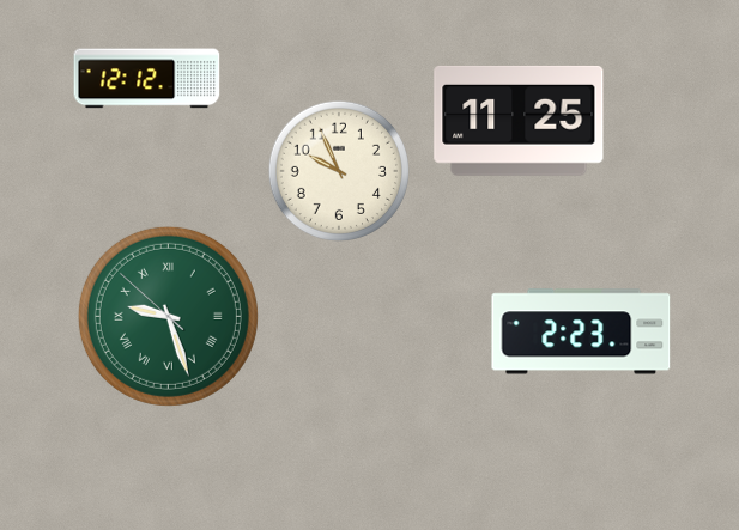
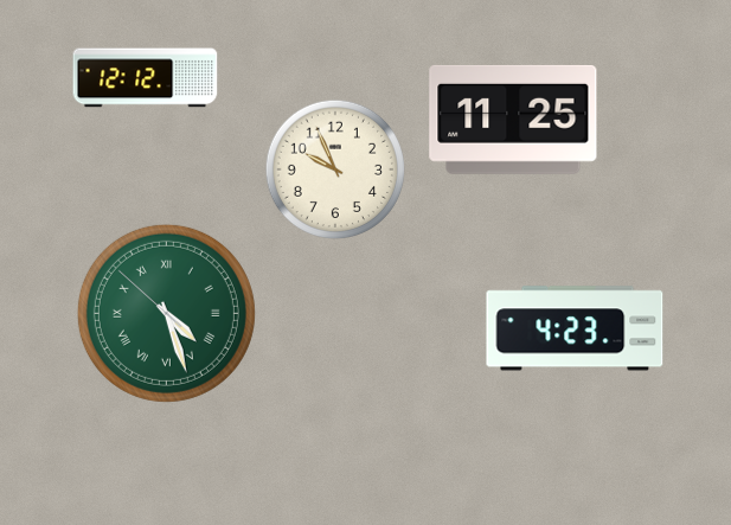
clock at (168, 316): 9:26 -> 4:26
clock at (581, 331): 2:23 -> 4:23
